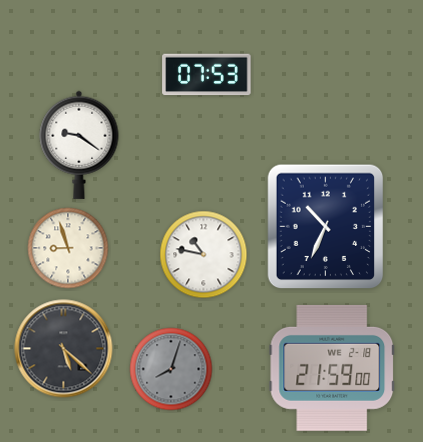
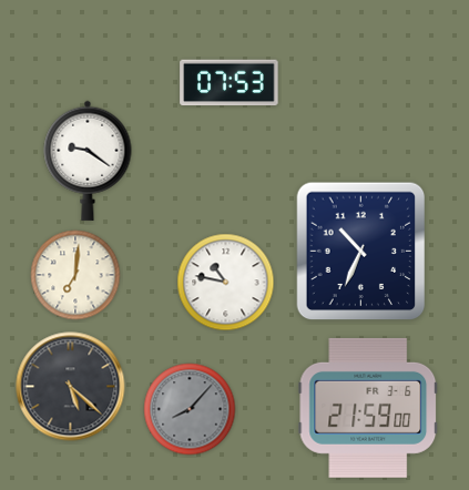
clock at (68, 248): 8:57 -> 7:01
clock at (332, 368) date: WE 2-18 -> FR 3-6
clock at (171, 369): 8:03 -> 8:07
